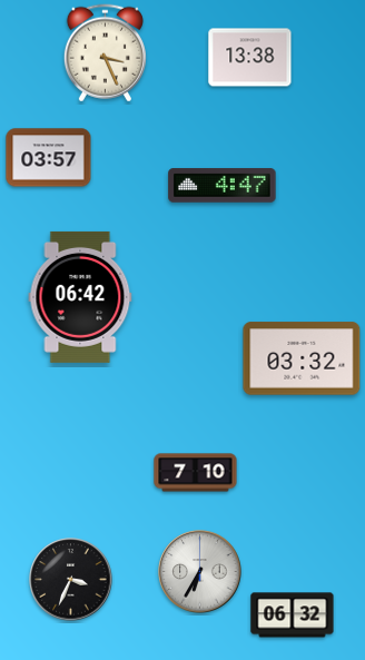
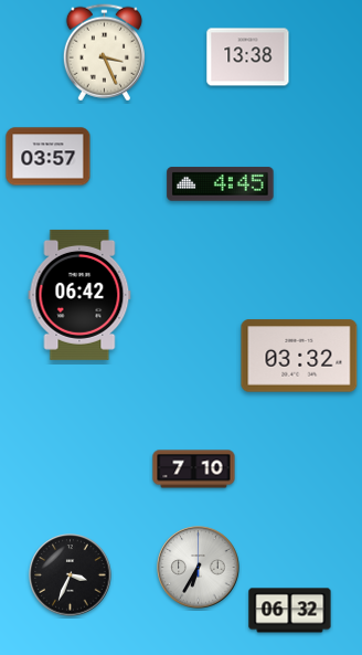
clock at (223, 186): 4:47 -> 4:45
